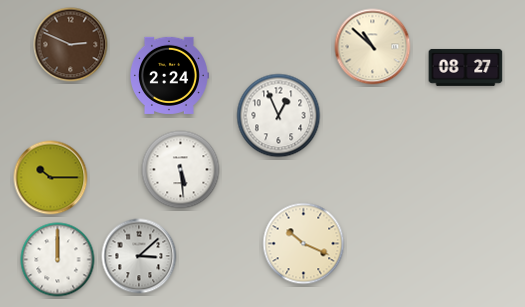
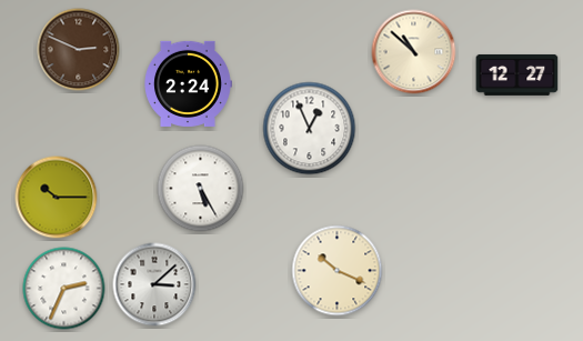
clock at (466, 67): 08:27 -> 12:27
clock at (181, 170): 5:29 -> 5:25
clock at (58, 260): 12:00 -> 2:34
